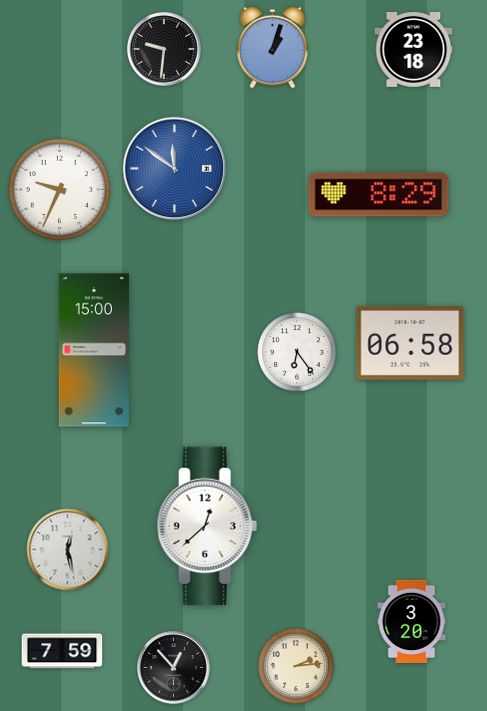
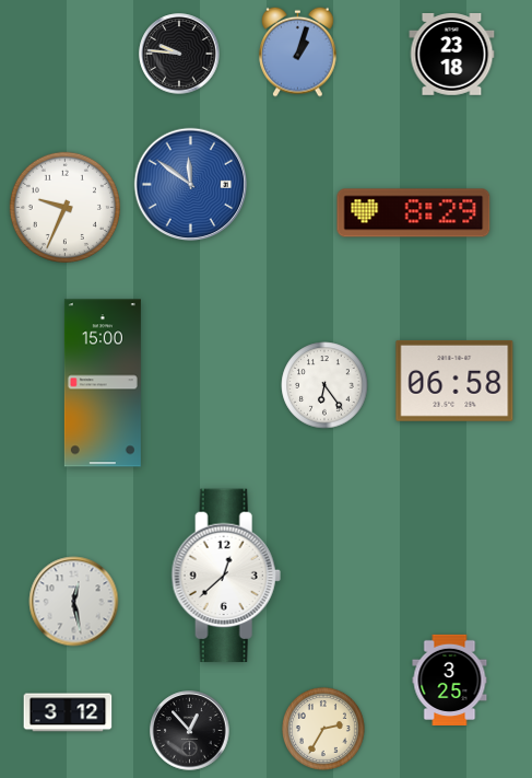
clock at (164, 49): 9:31 -> 9:46
clock at (410, 343) position: (410, 343) -> (454, 381)
clock at (412, 621): 3:20 -> 3:25
clock at (62, 651): 7:59 -> 3:12
clock at (296, 666): 2:14 -> 2:35
